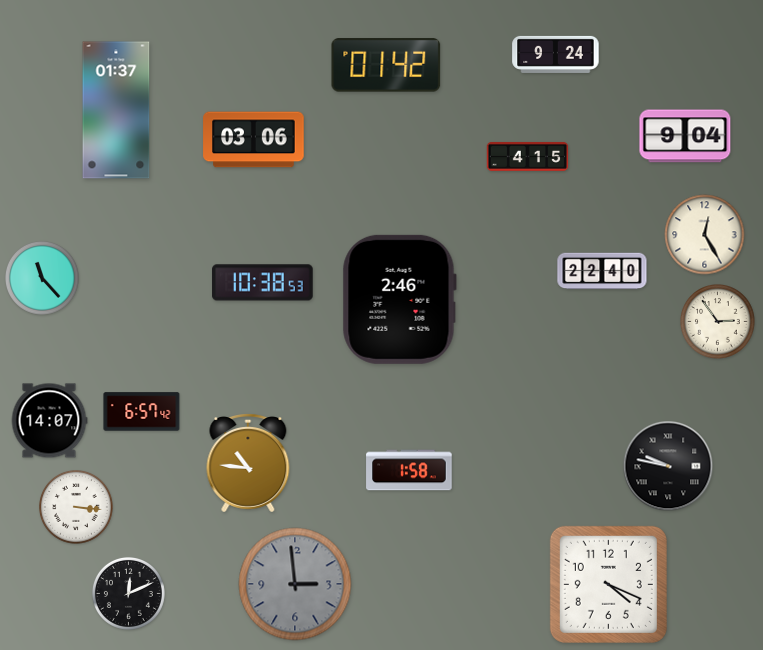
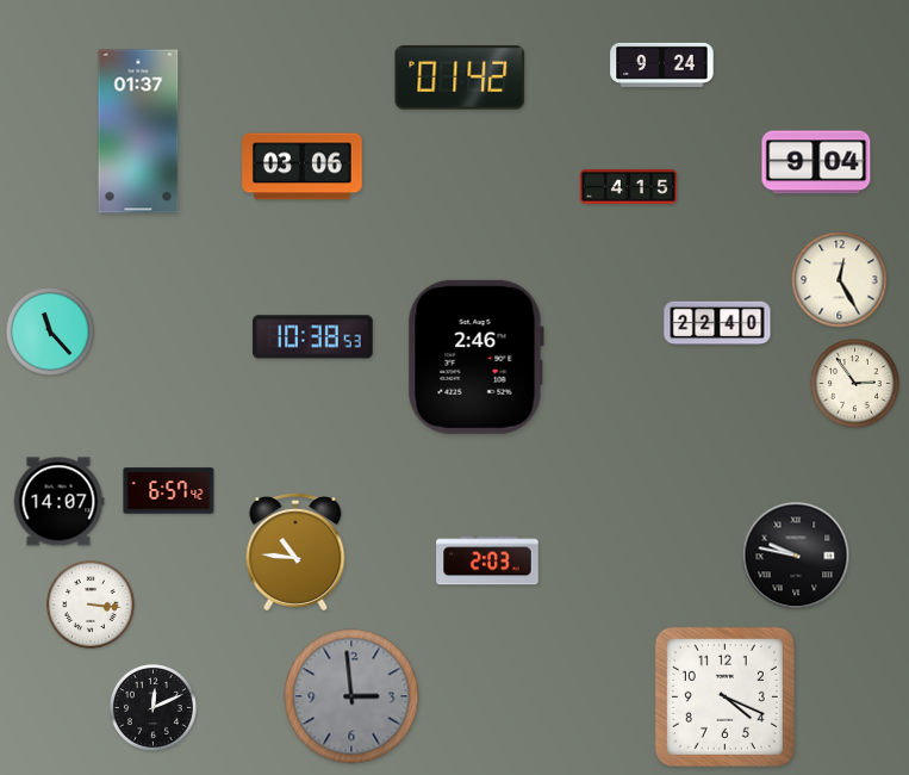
clock at (409, 470): 1:58 -> 2:03
